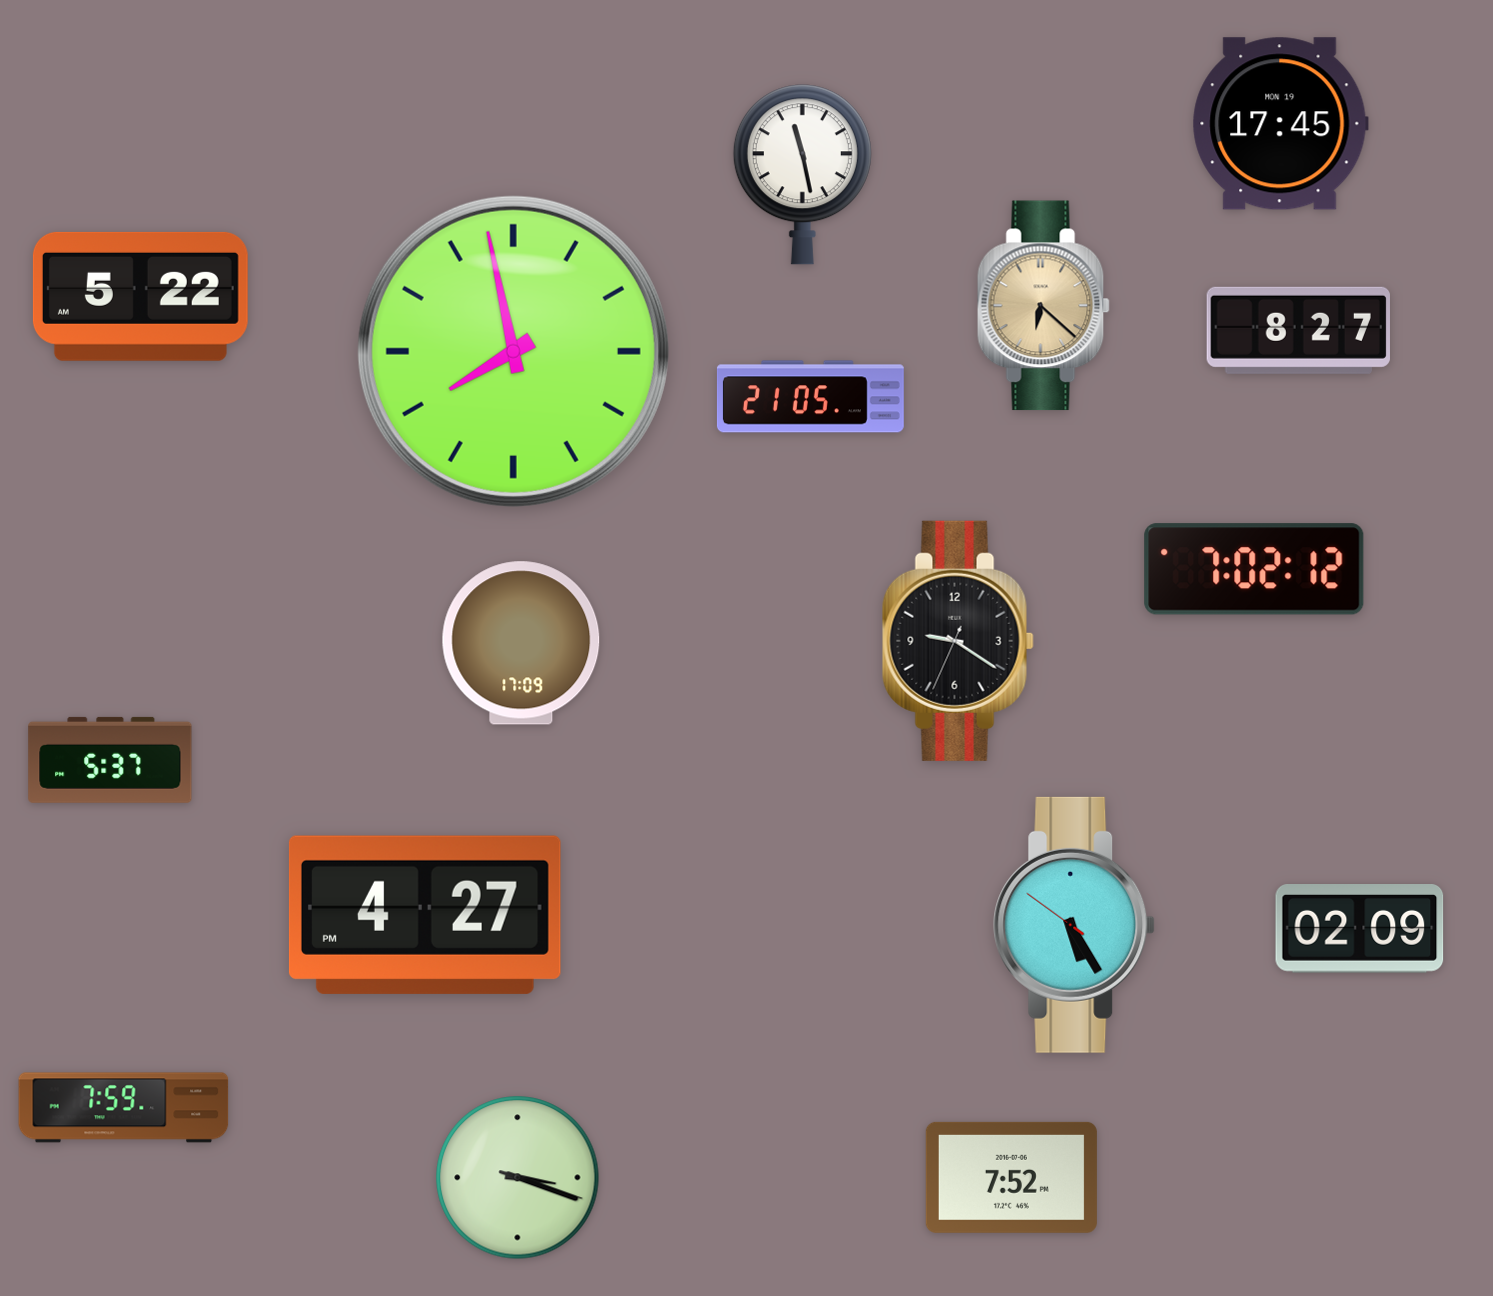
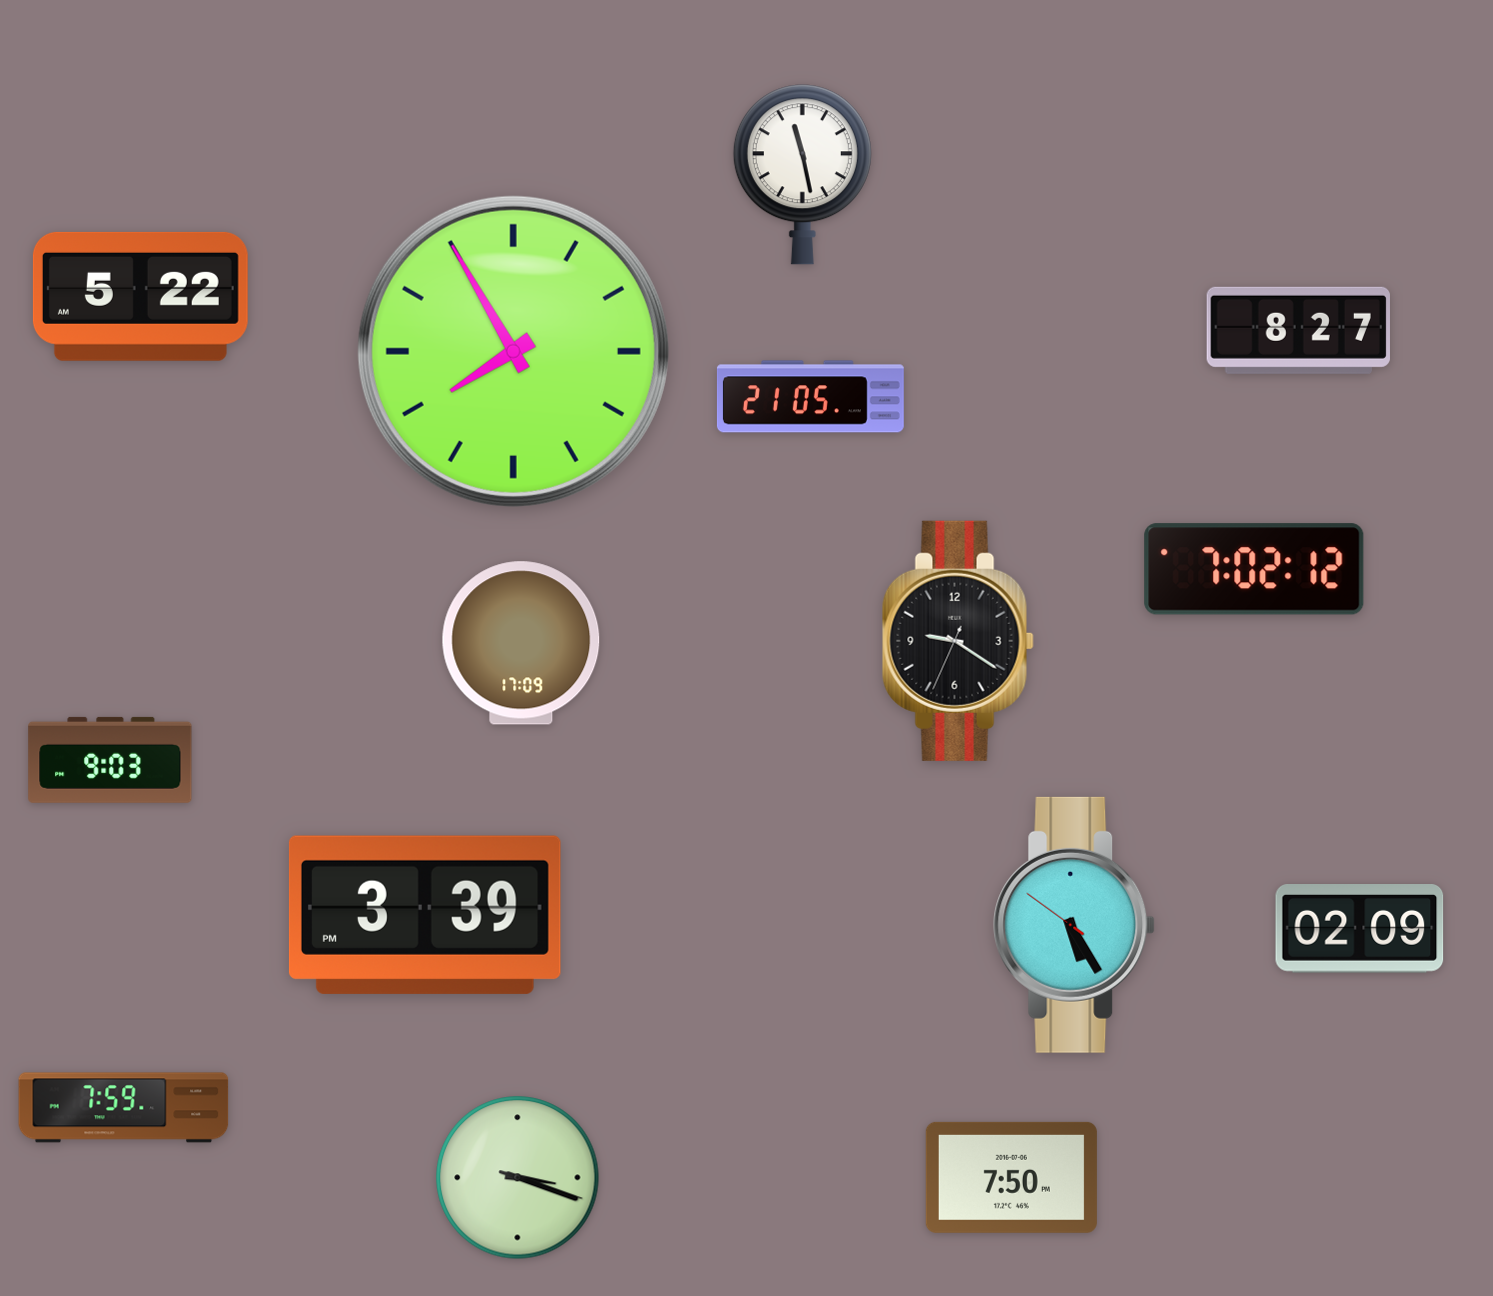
clock at (1280, 124): 17:45 -> none
clock at (1043, 306): 6:22 -> none
clock at (513, 351): 7:58 -> 7:55
clock at (110, 760): 5:37 -> 9:03
clock at (425, 915): 4:27 -> 3:39
clock at (1011, 1177): 7:52 -> 7:50
